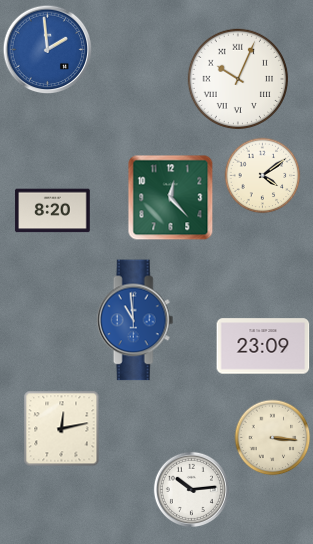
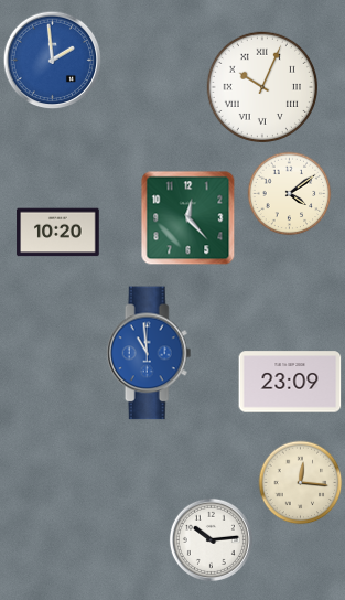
clock at (48, 50) position: (48, 50) -> (53, 61)
clock at (53, 211): 8:20 -> 10:20
clock at (62, 429): 12:13 -> none
clock at (273, 438): 3:16 -> 12:16
